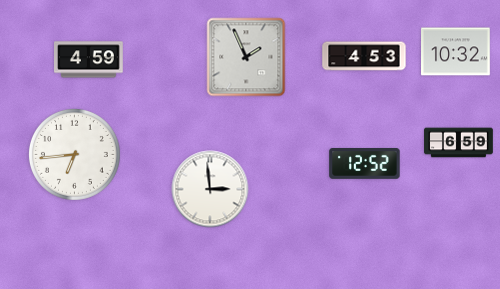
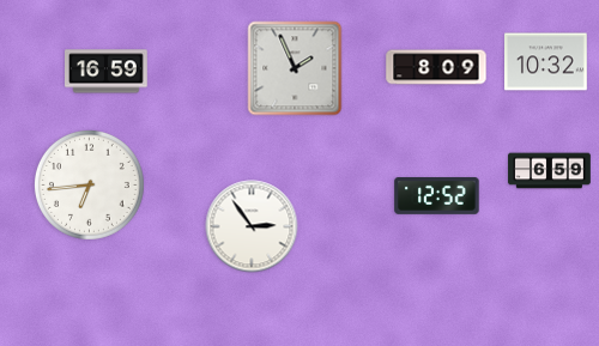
clock at (364, 56): 4:53 -> 8:09
clock at (89, 60): 4:59 -> 16:59
clock at (210, 189): 2:59 -> 2:54
